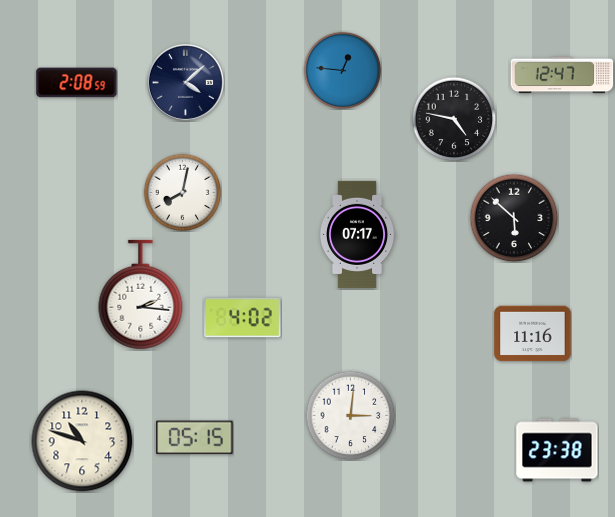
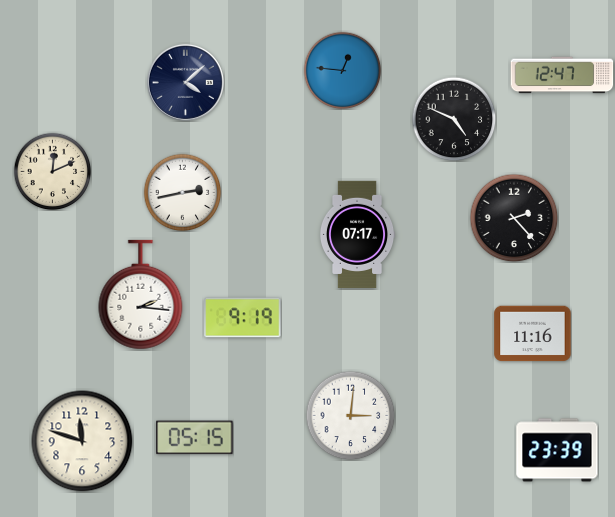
clock at (77, 83): 2:08 -> none
clock at (454, 119): 4:47 -> 4:49
clock at (52, 171): none -> 12:11
clock at (182, 192): 8:02 -> 2:43
clock at (514, 218): 5:52 -> 2:23
clock at (243, 318): 4:02 -> 9:19
clock at (82, 441): 10:48 -> 11:48
clock at (557, 450): 23:38 -> 23:39
